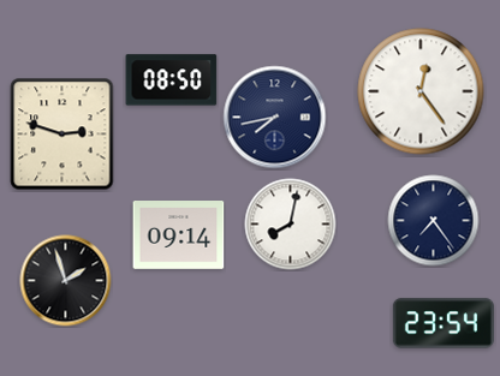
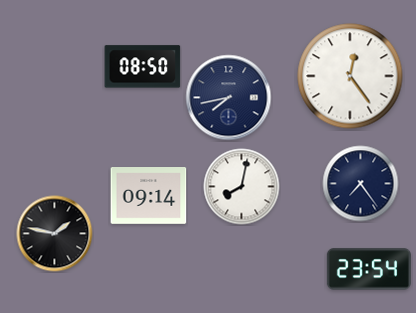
clock at (62, 135): 2:48 -> none
clock at (66, 281): 1:57 -> 1:47
